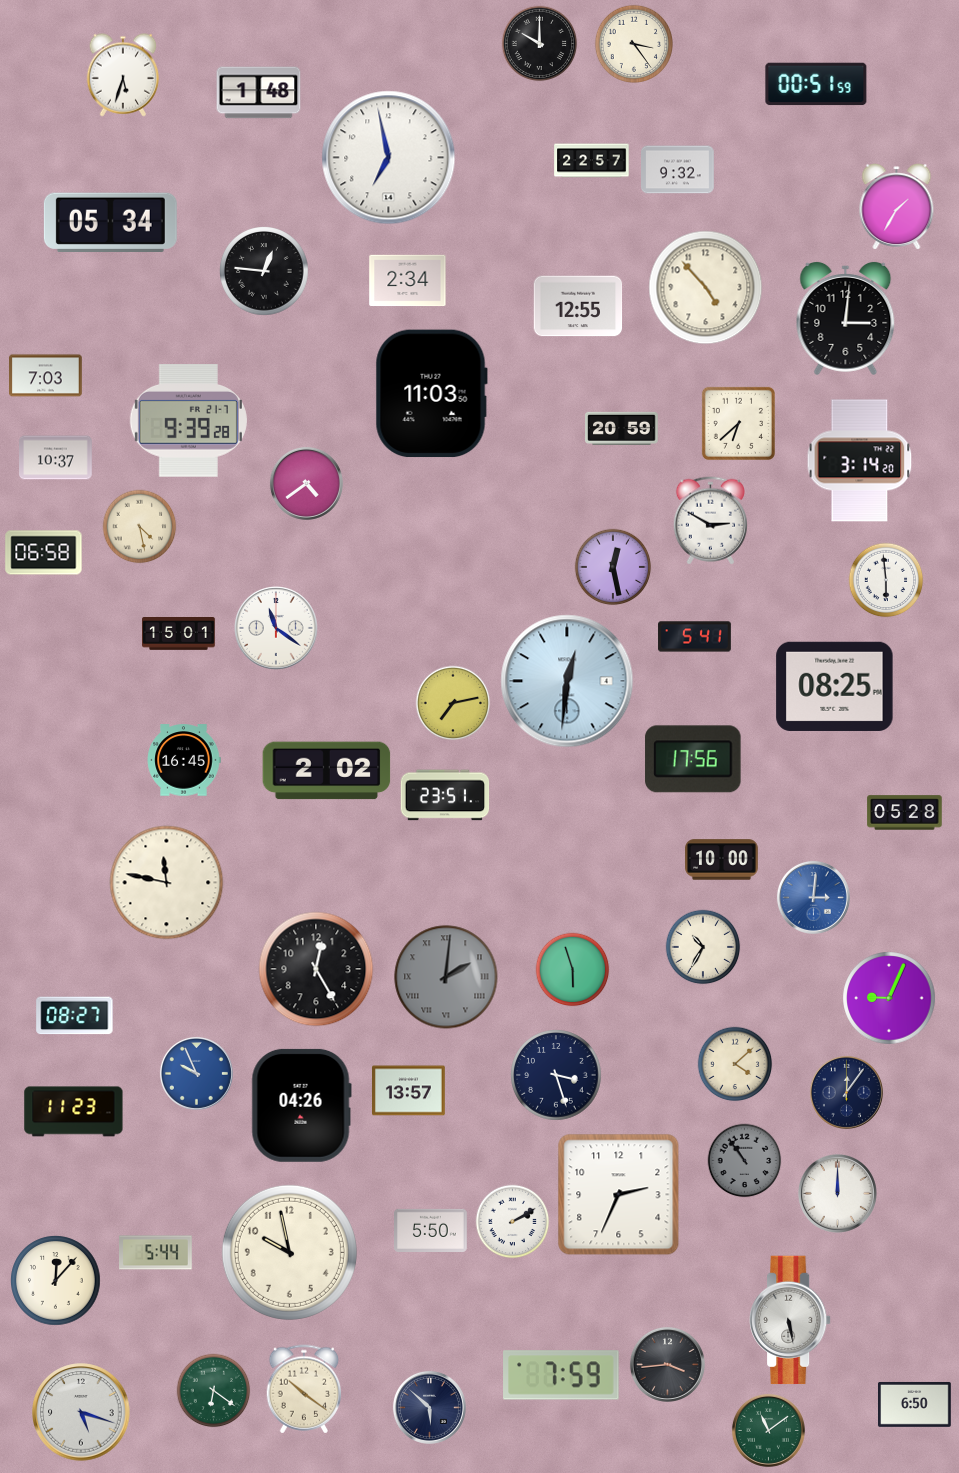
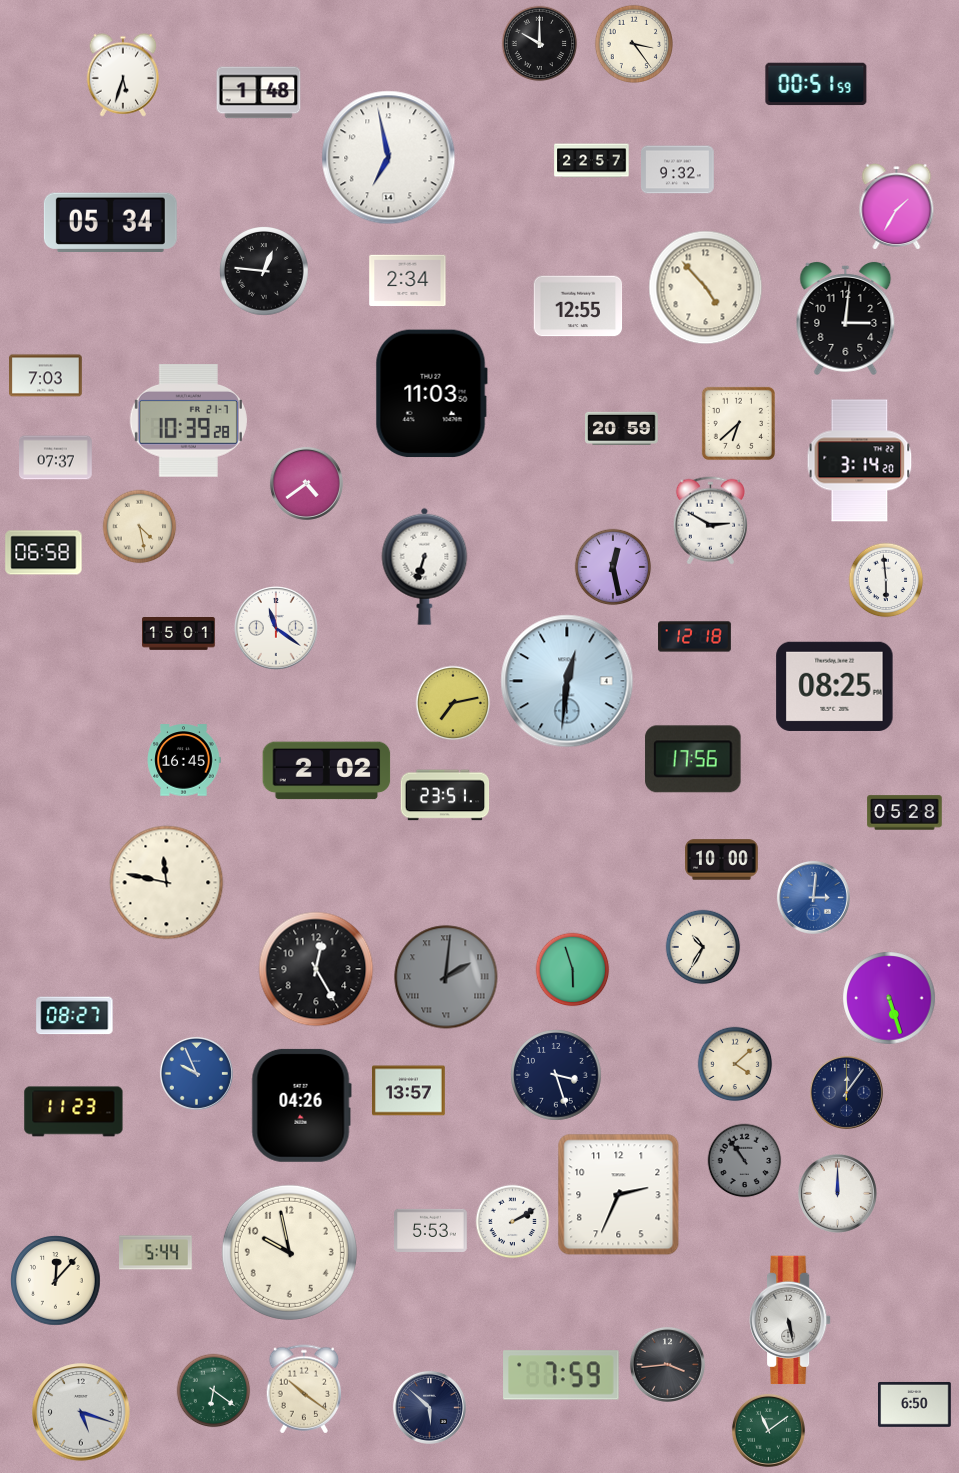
clock at (188, 421): 9:39 -> 10:39
clock at (56, 458): 10:37 -> 07:37
clock at (425, 566): none -> 6:33
clock at (695, 637): 5:41 -> 12:18
clock at (889, 998): 9:04 -> 5:27
clock at (431, 1230): 5:50 -> 5:53
